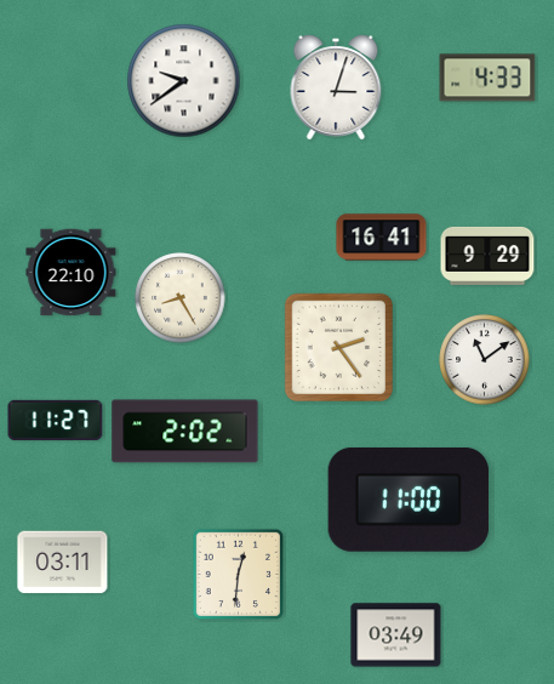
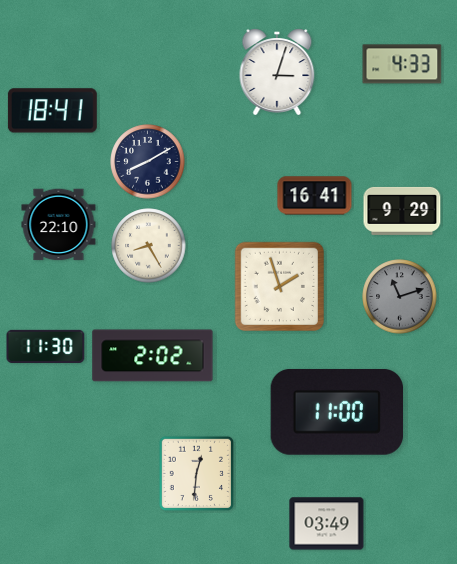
clock at (184, 81): 9:39 -> none
clock at (52, 111): none -> 18:41
clock at (148, 162): none -> 8:10
clock at (338, 347): 2:24 -> 1:57
clock at (485, 360): 11:09 -> 11:12
clock at (485, 360) dial: white -> grey
clock at (56, 420): 11:27 -> 11:30
clock at (63, 563): 03:11 -> none
